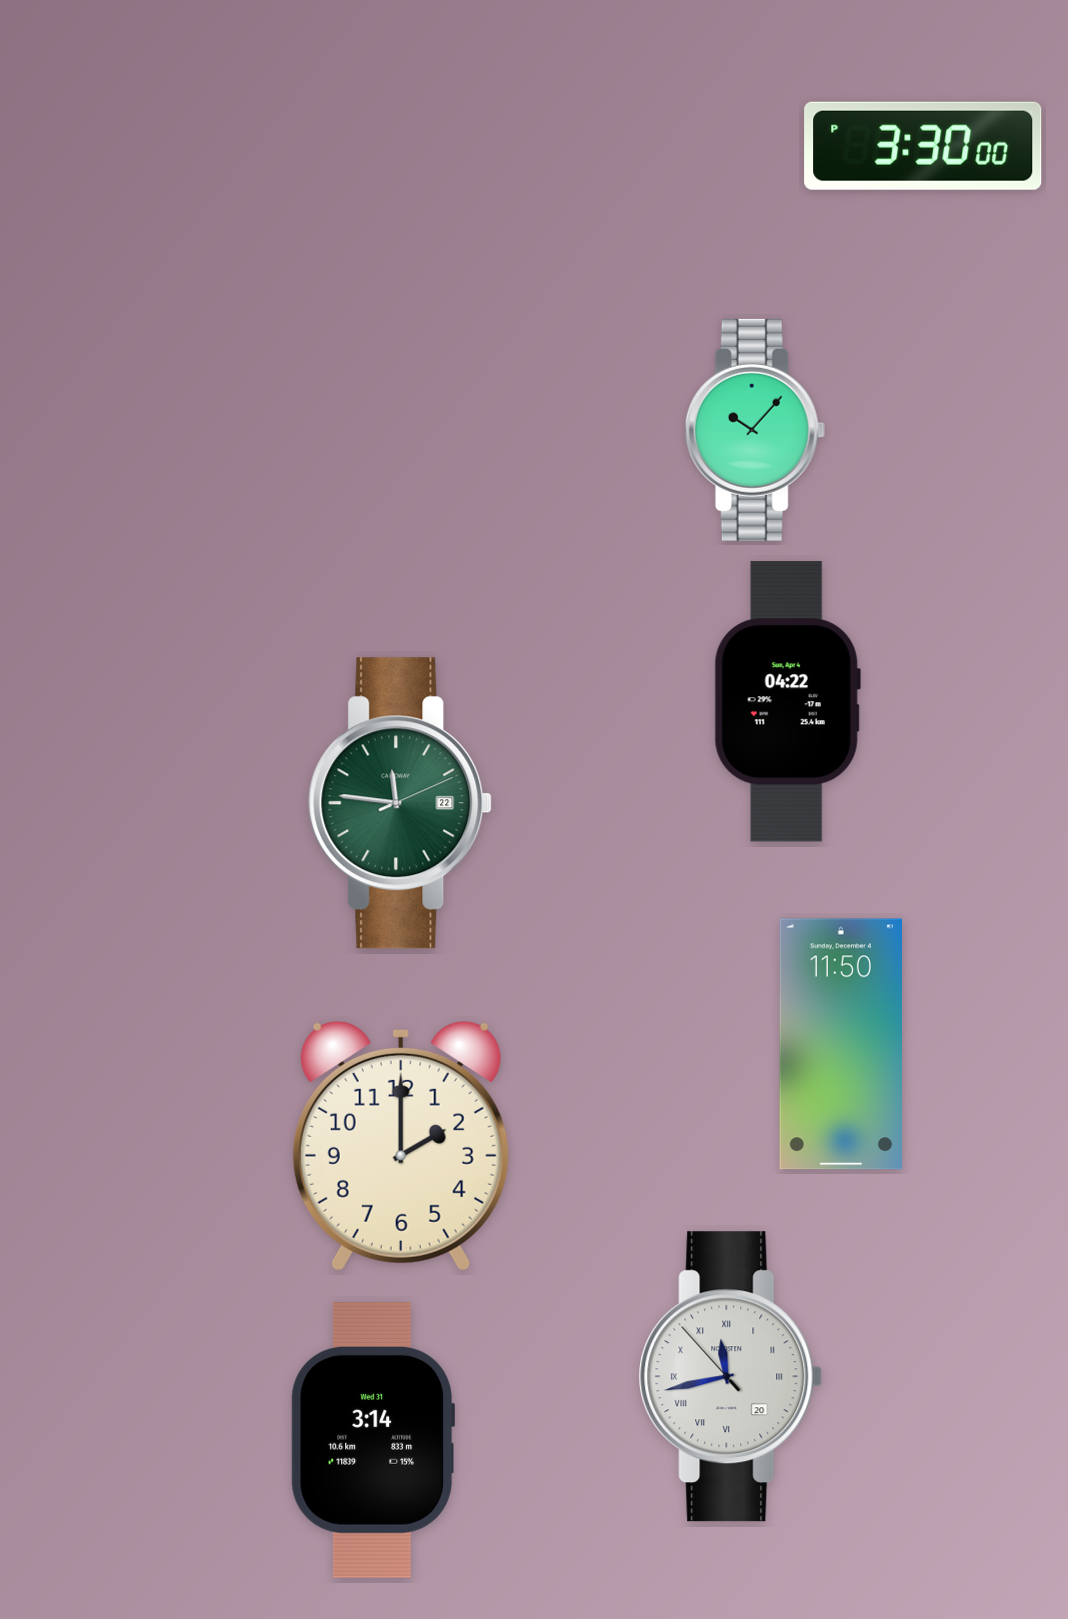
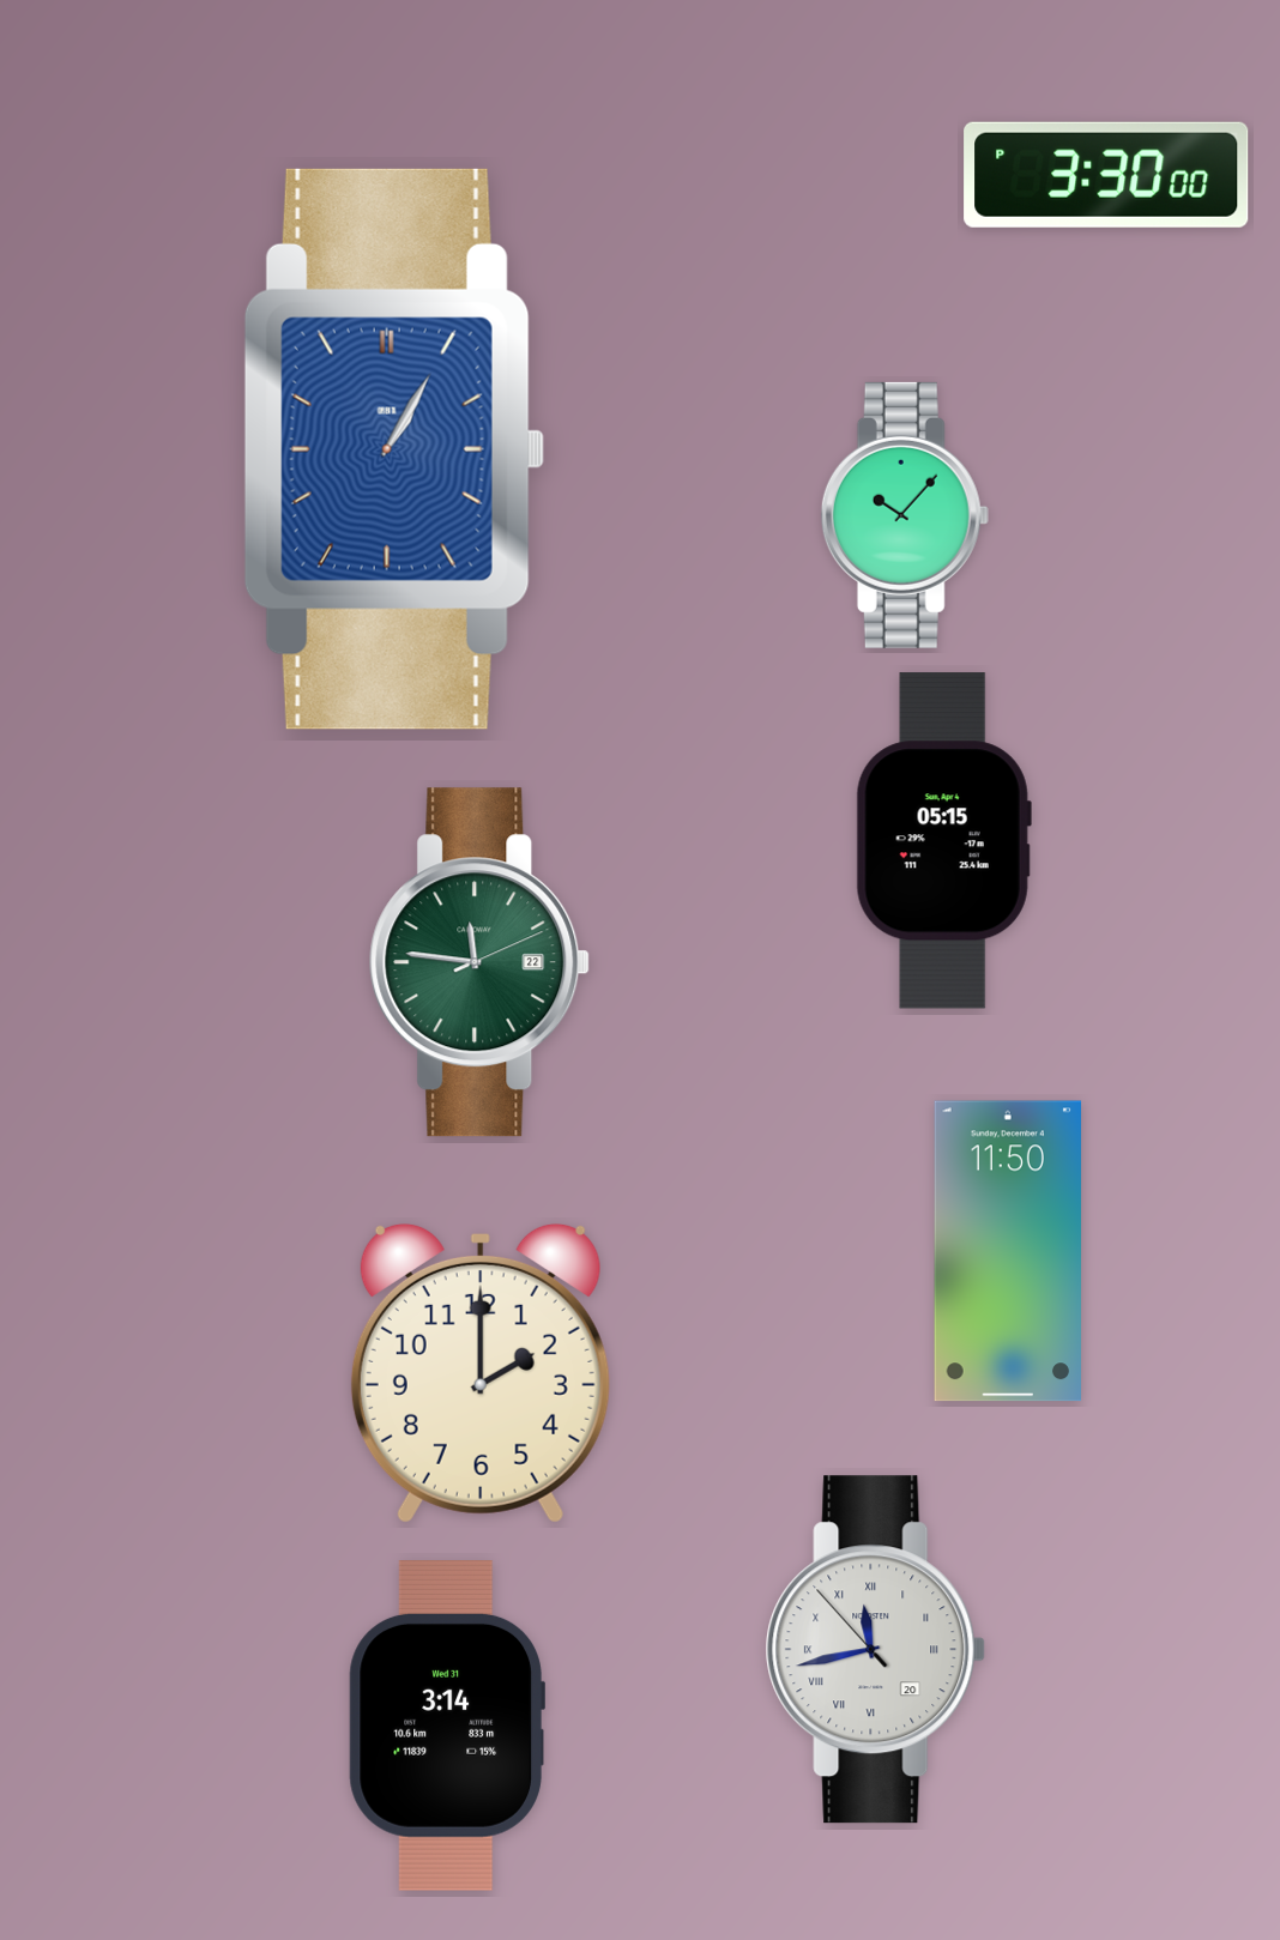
clock at (394, 449): none -> 1:05
clock at (787, 702): 04:22 -> 05:15
